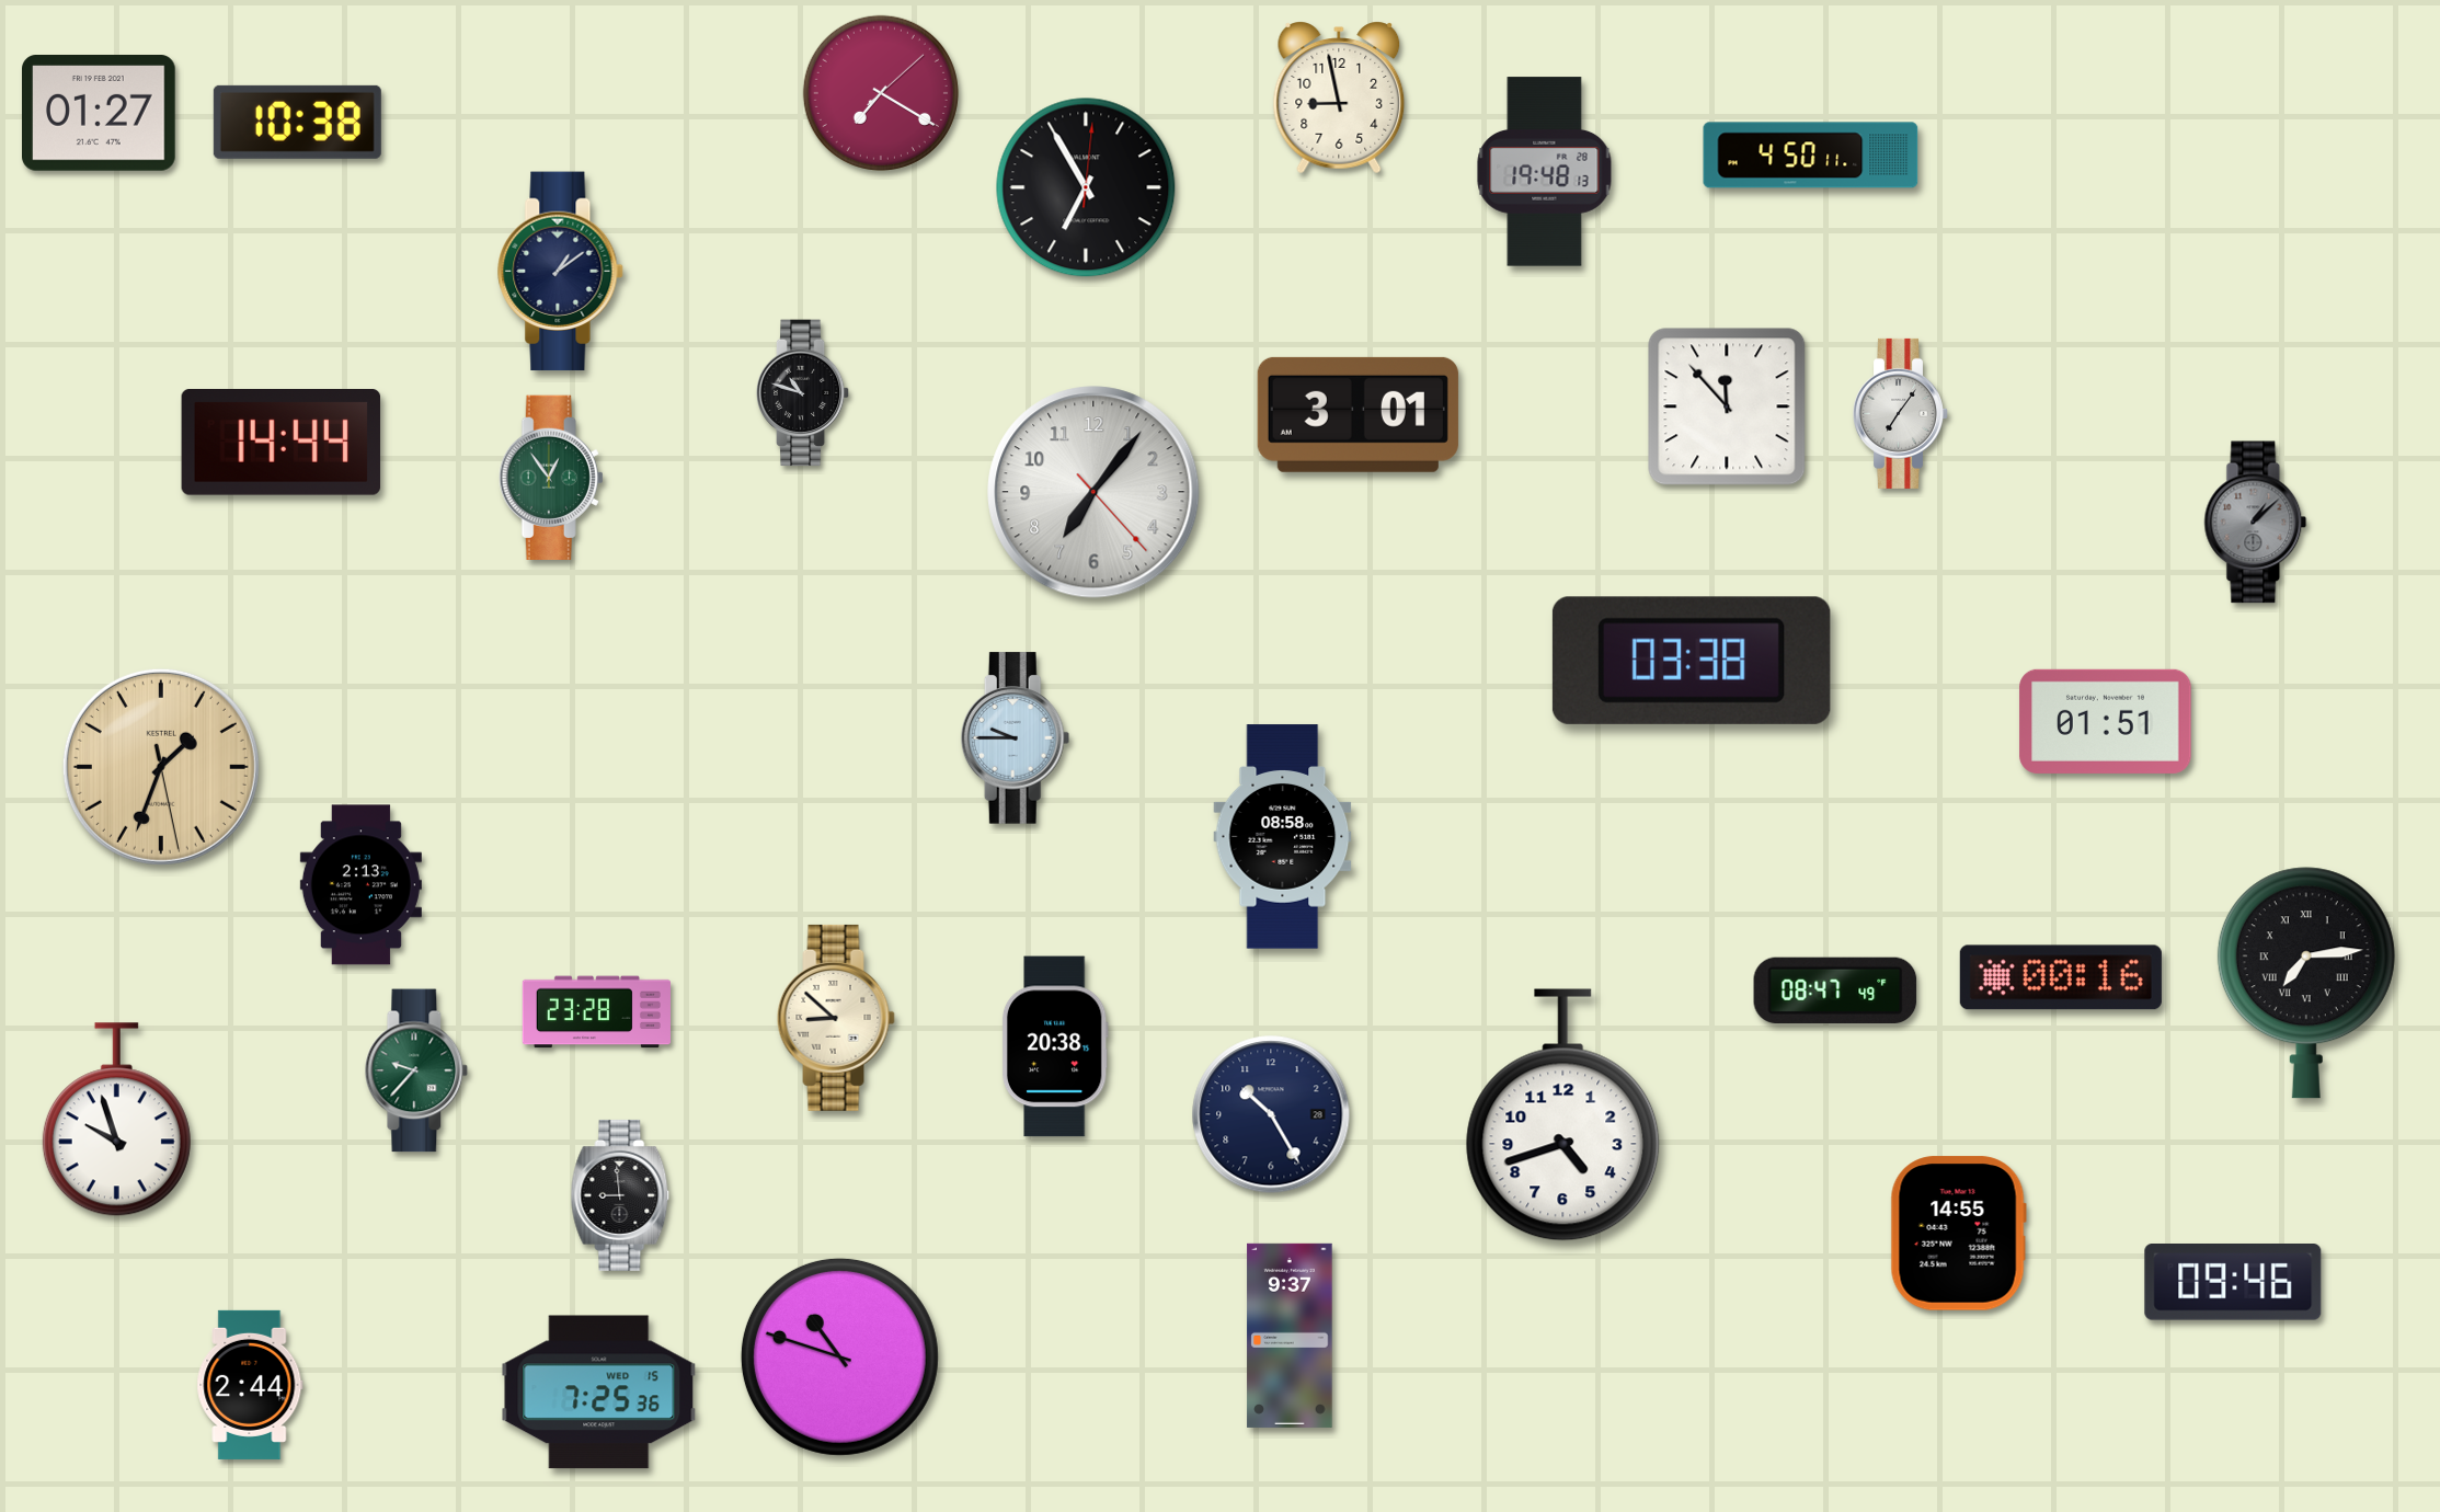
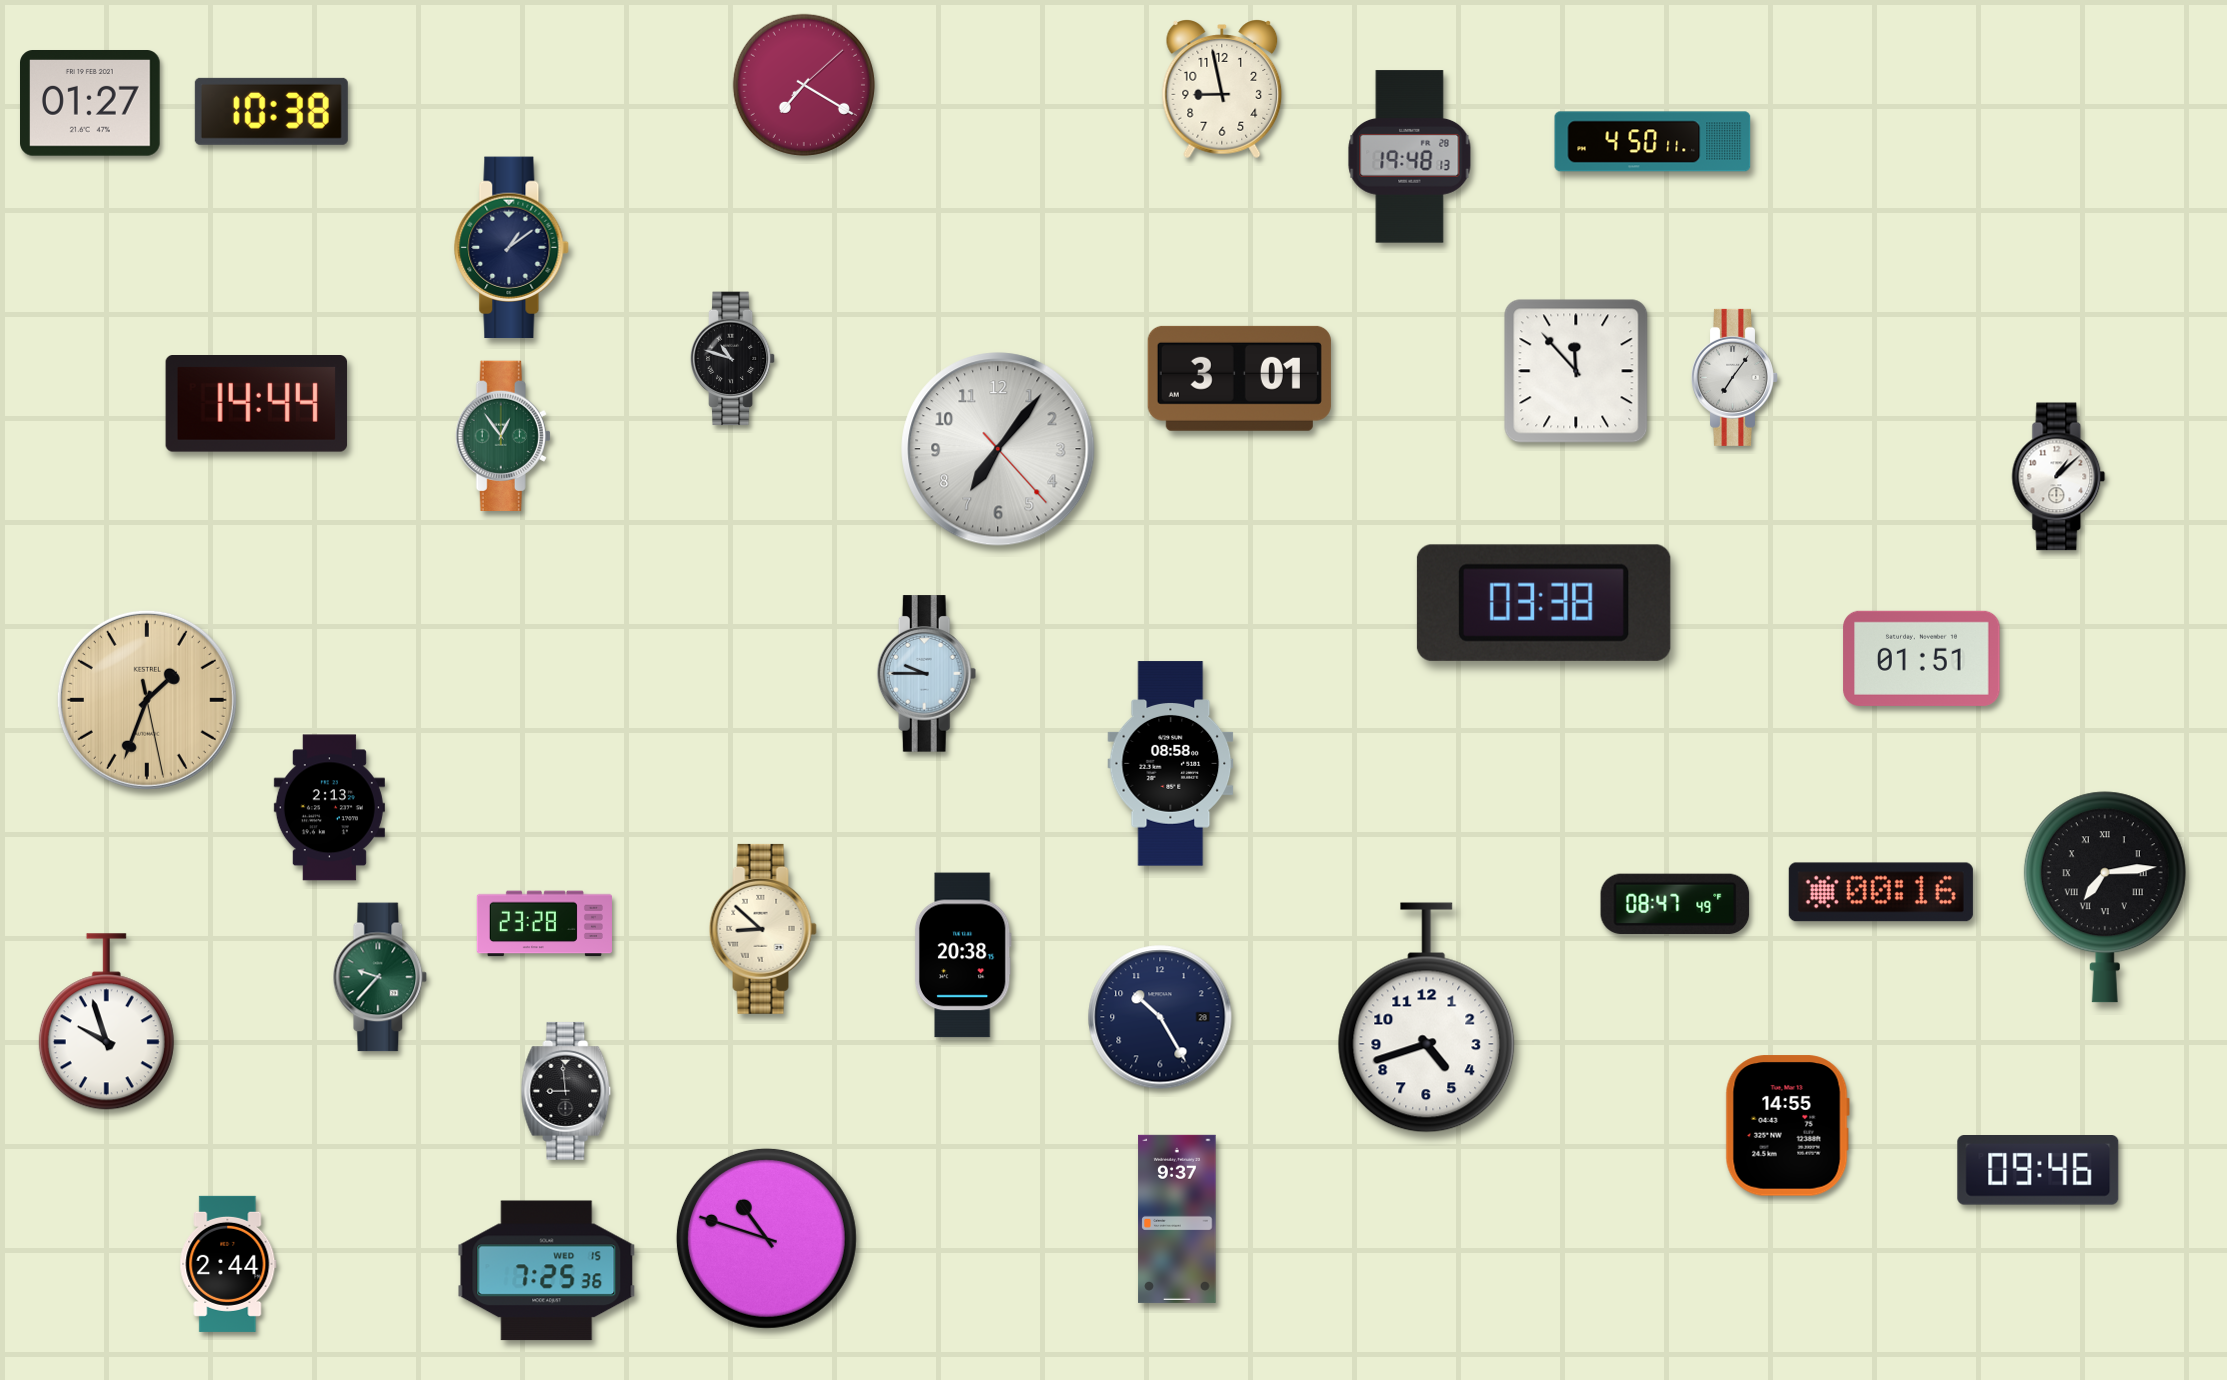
clock at (1086, 187): 6:55 -> none
clock at (2256, 523) dial: grey -> white
